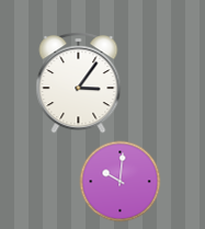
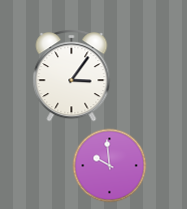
clock at (121, 182): 10:01 -> 9:59
